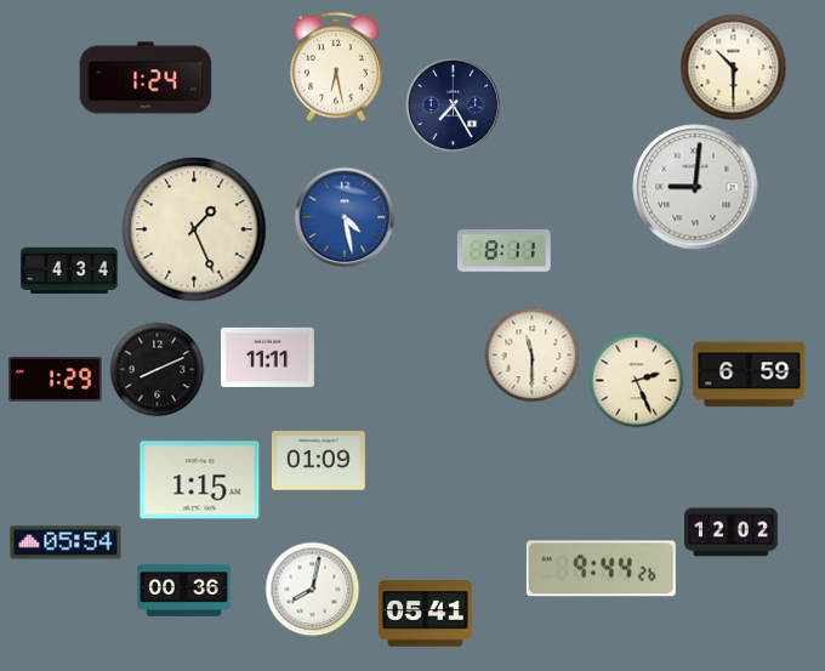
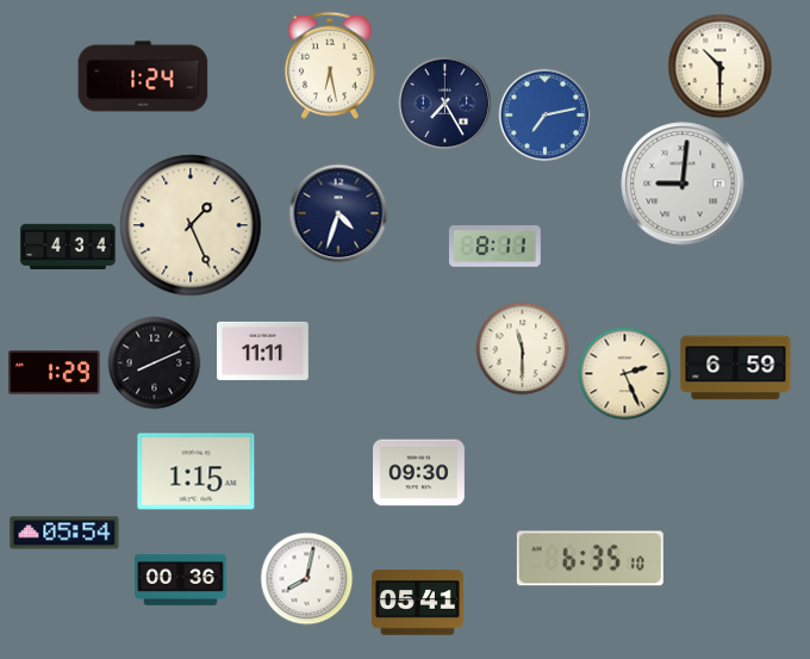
clock at (544, 114): none -> 7:13
clock at (345, 217): 4:28 -> 4:33
clock at (345, 217) dial: blue -> navy
clock at (69, 269) position: (69, 269) -> (68, 245)
clock at (319, 461): 01:09 -> none
clock at (419, 473): none -> 09:30
clock at (732, 533): 12:02 -> none
clock at (601, 569): 9:44 -> 6:35
